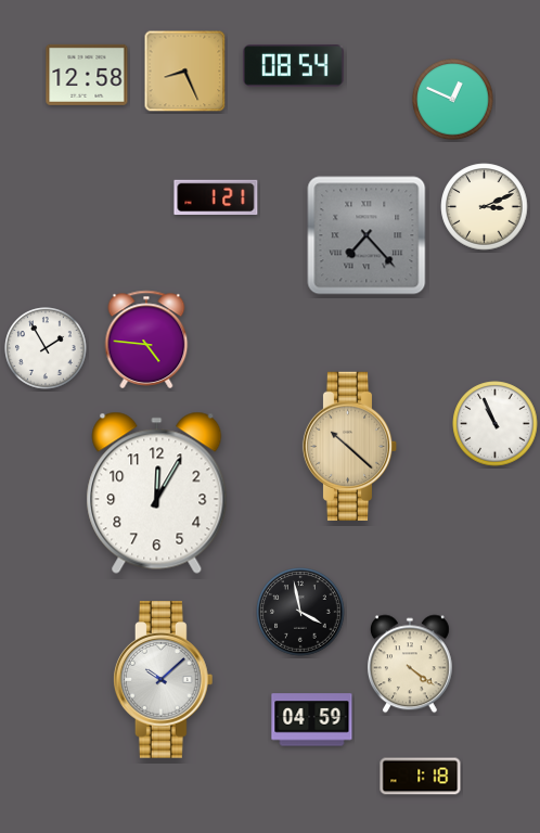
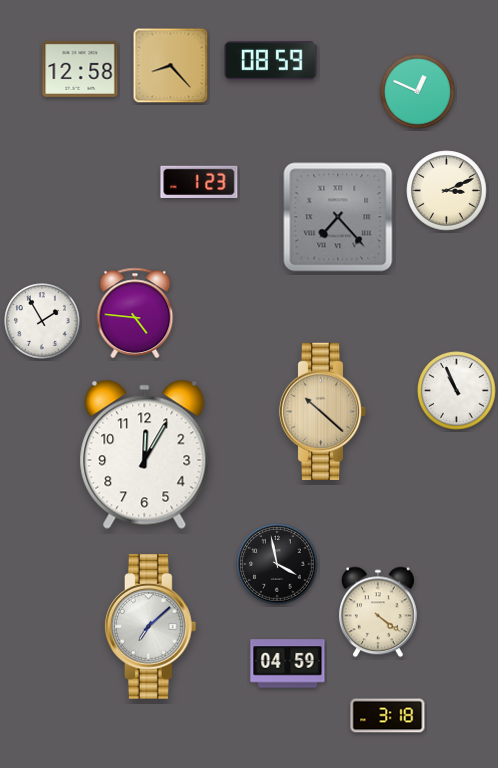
clock at (294, 66): 08:54 -> 08:59
clock at (185, 72): 8:26 -> 8:23
clock at (216, 196): 1:21 -> 1:23
clock at (164, 680): 10:08 -> 7:08
clock at (421, 777): 1:18 -> 3:18
